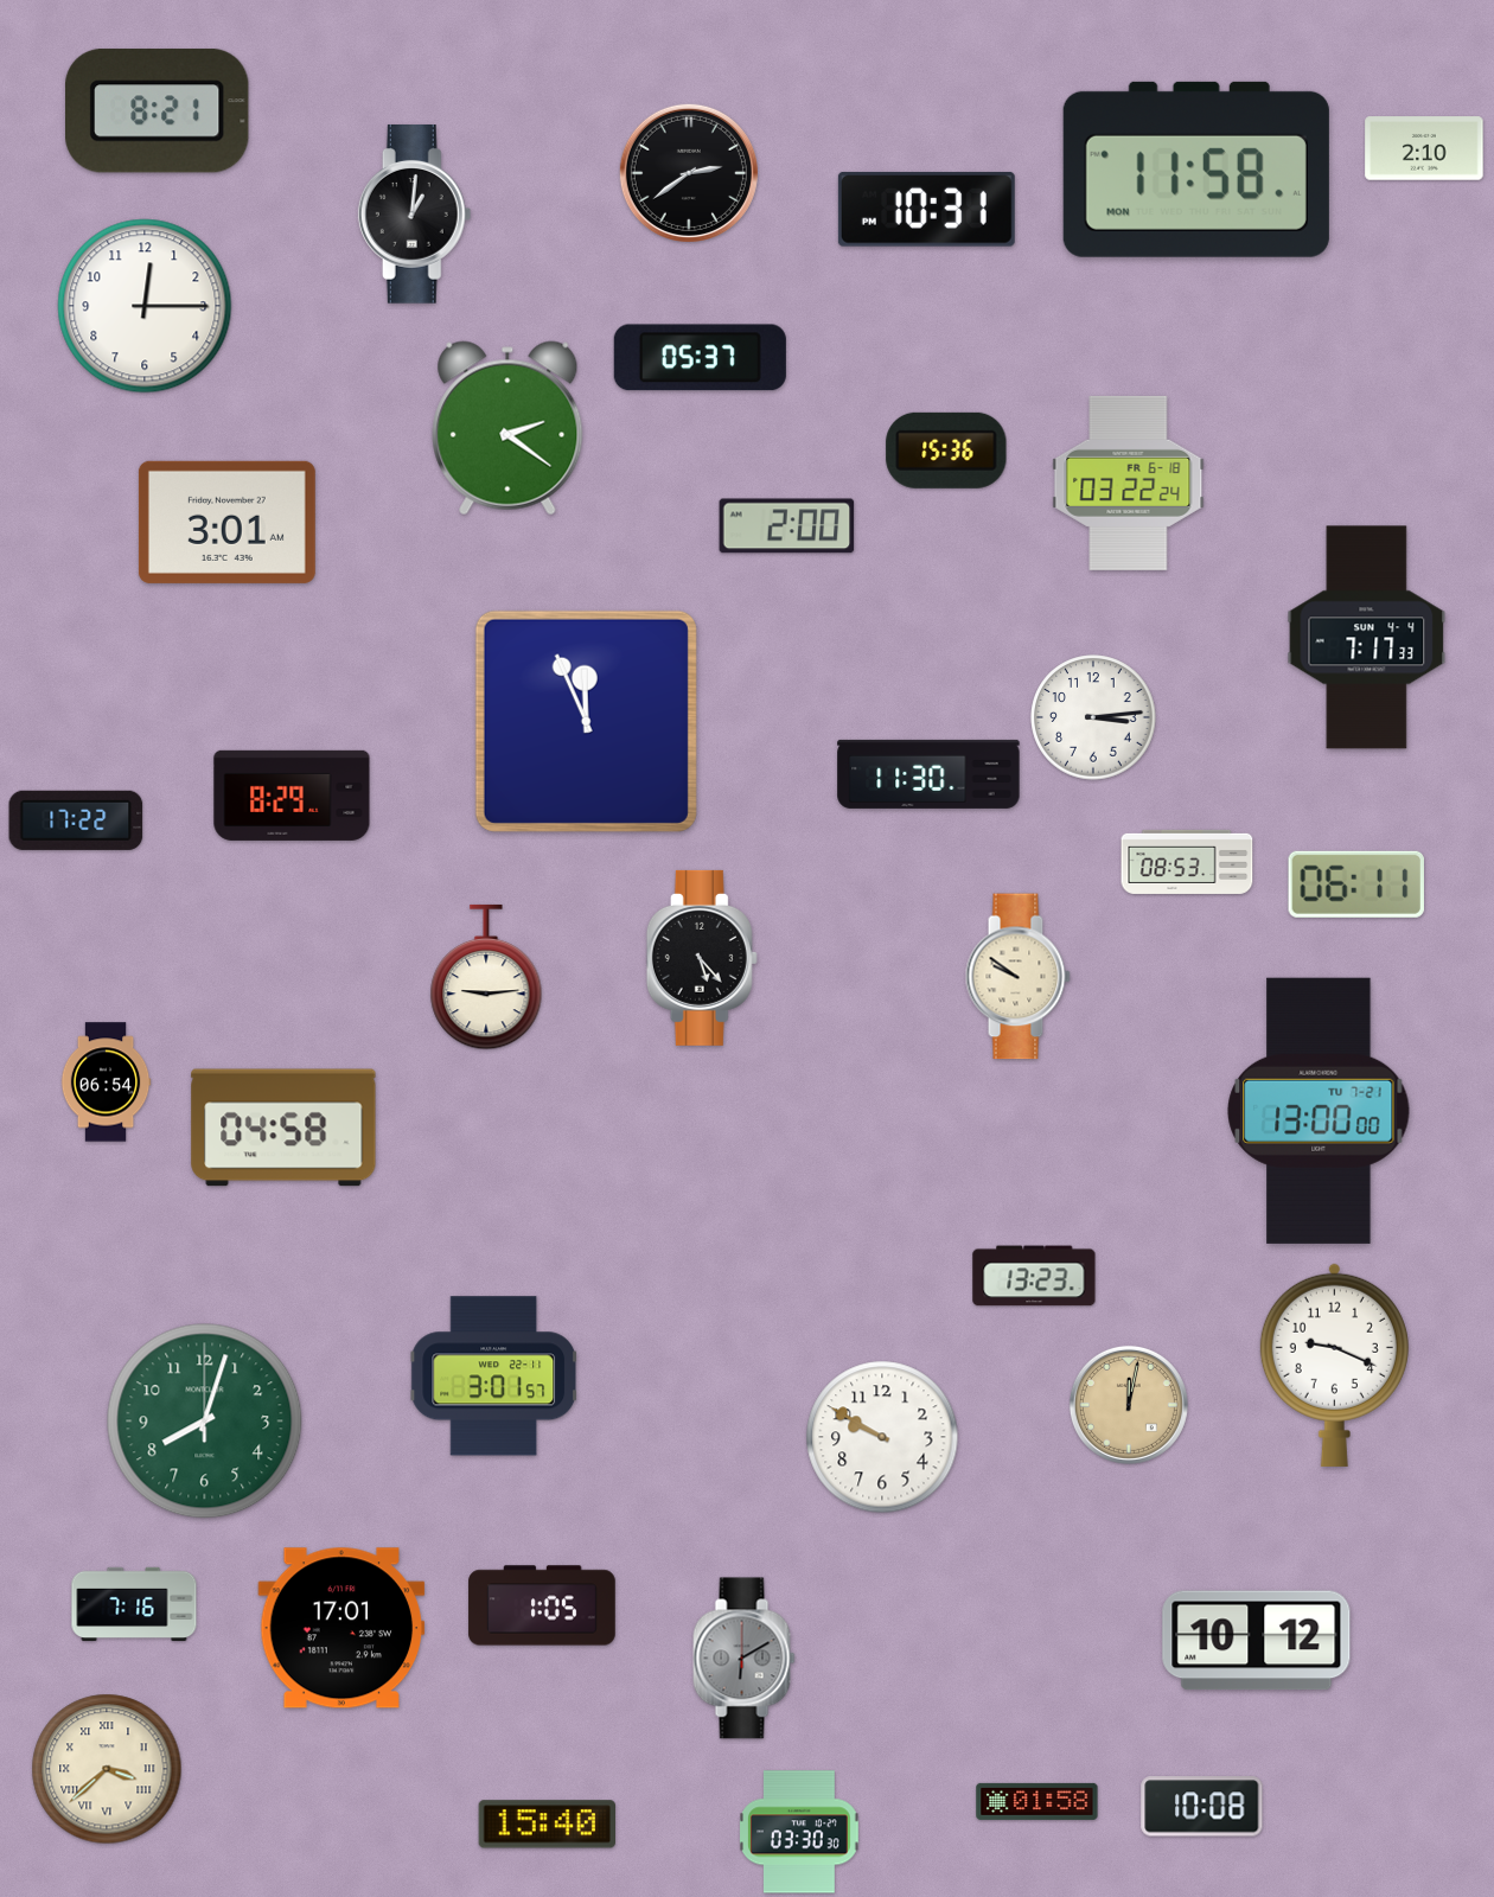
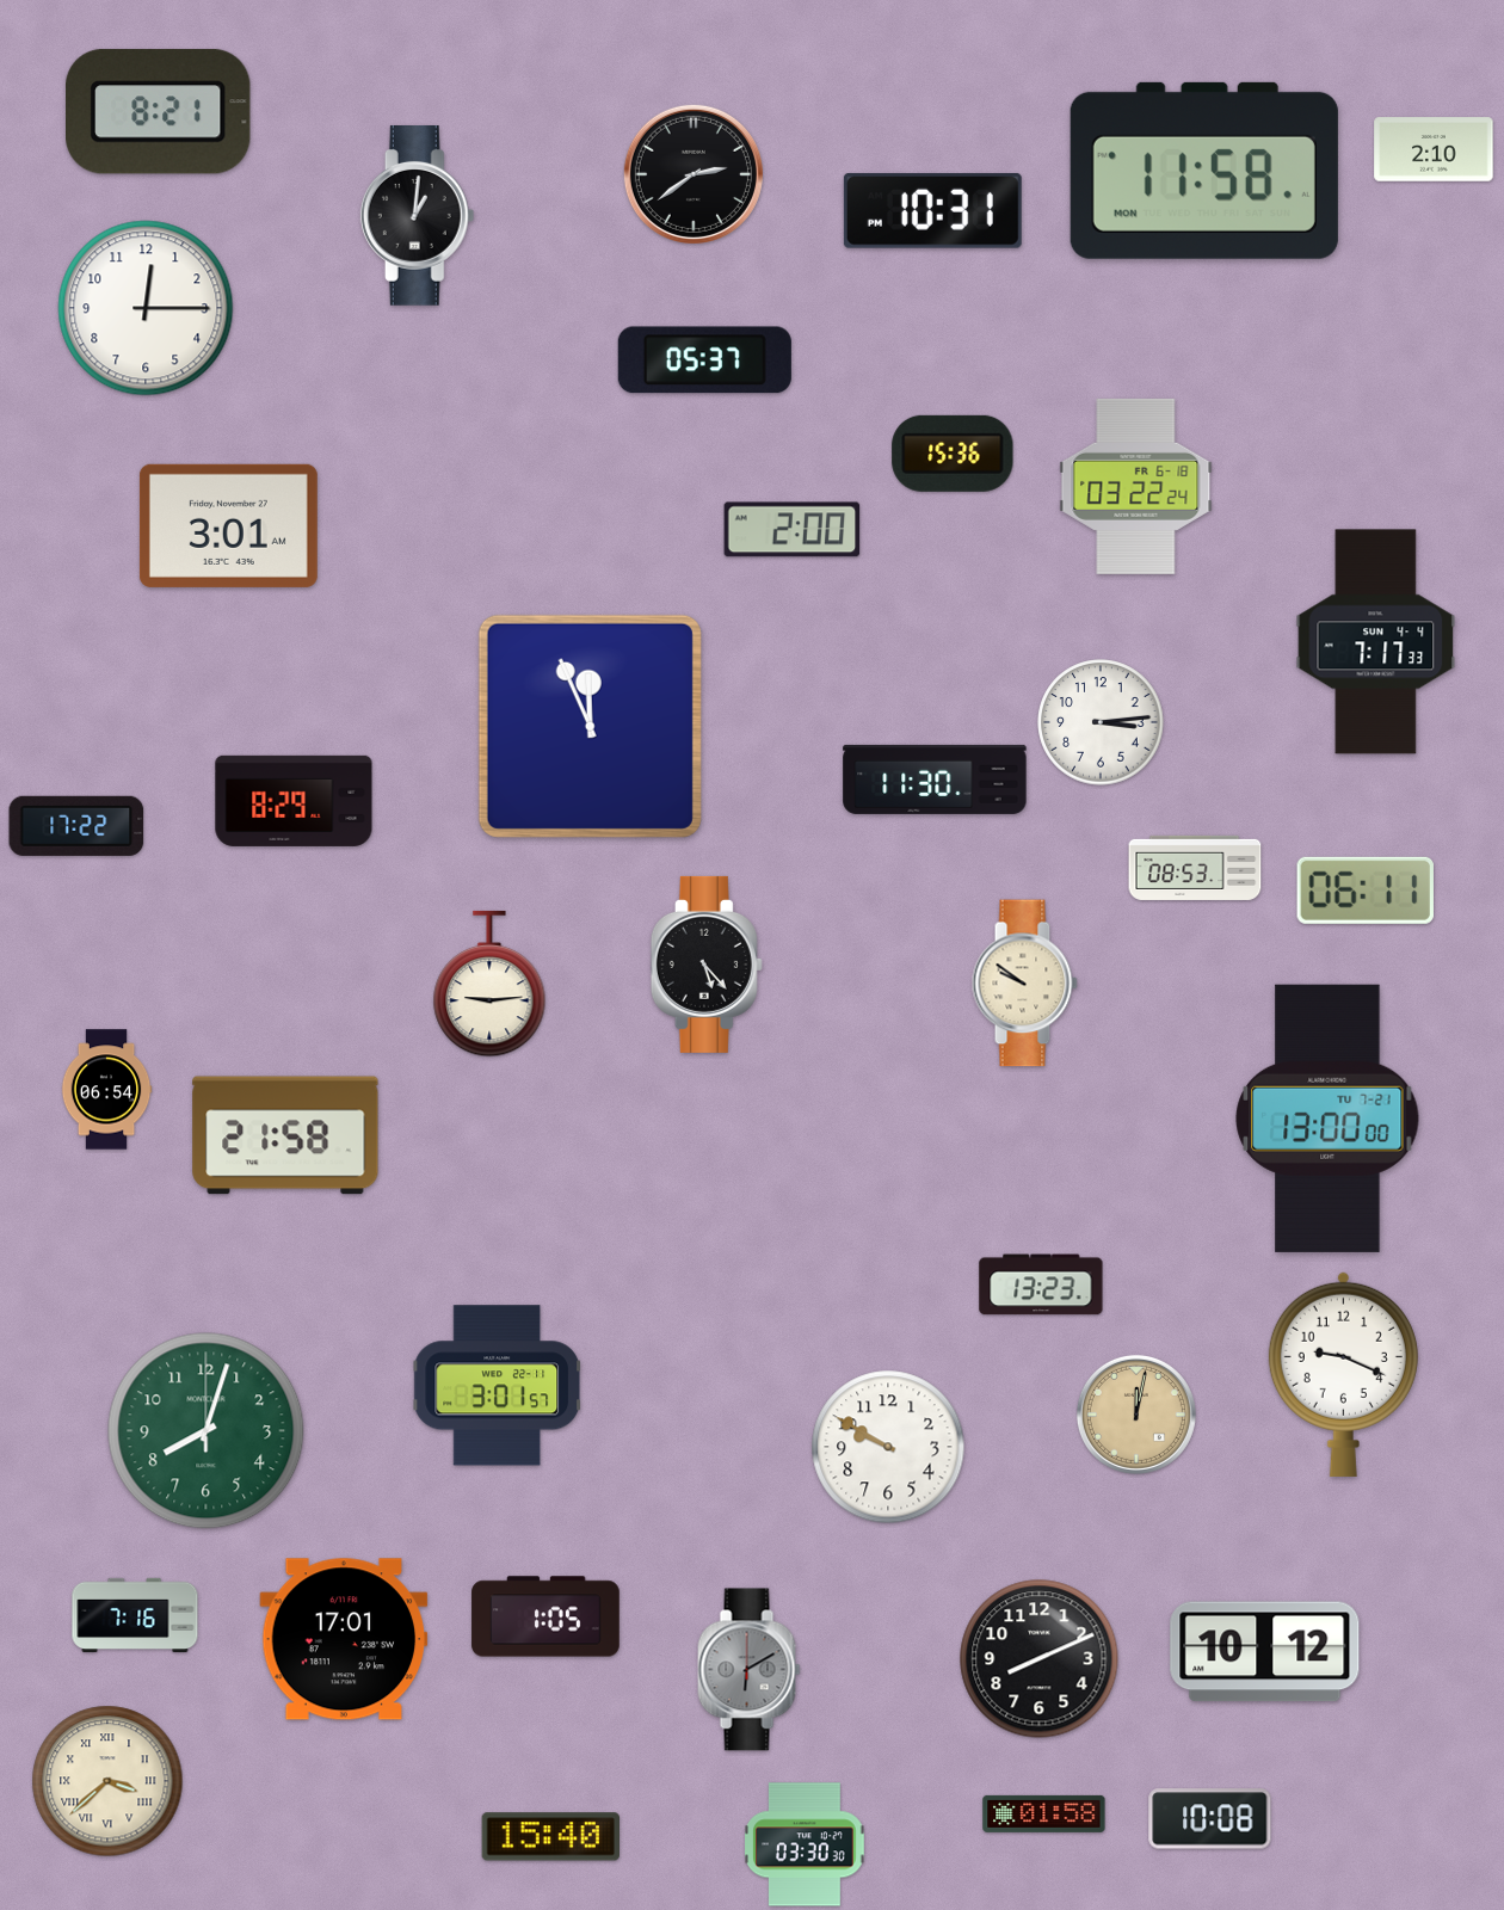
clock at (507, 428): 2:21 -> none
clock at (283, 1128): 04:58 -> 21:58
clock at (1040, 1659): none -> 8:11
